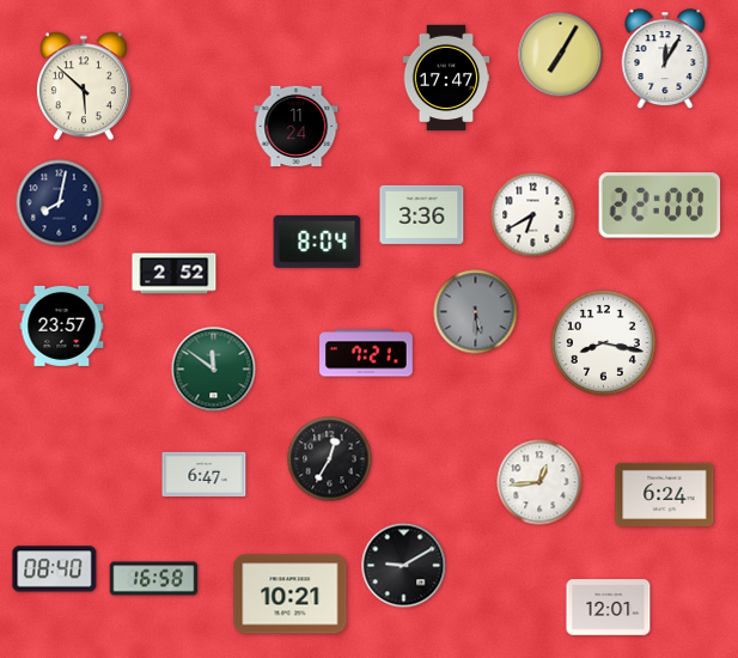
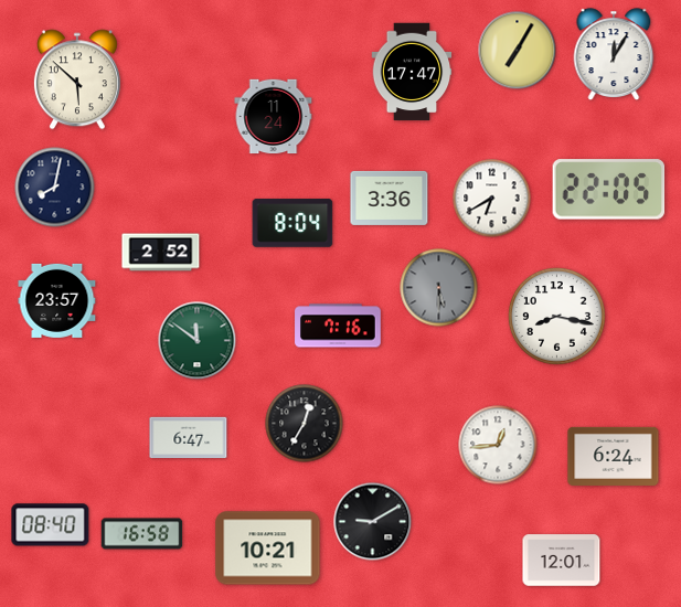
clock at (660, 206): 22:00 -> 22:05
clock at (366, 353): 7:21 -> 7:16
